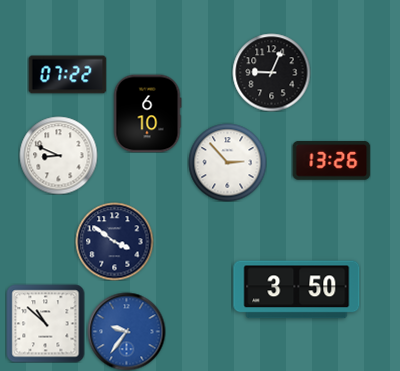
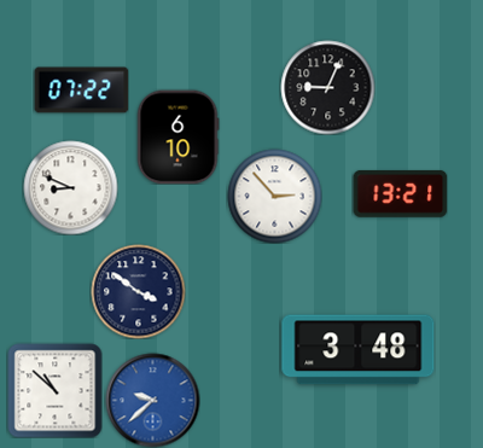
clock at (331, 161): 13:26 -> 13:21
clock at (297, 290): 3:50 -> 3:48
clock at (126, 331): 9:36 -> 9:38
